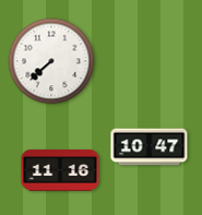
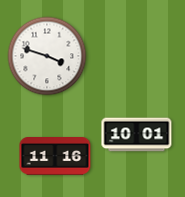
clock at (51, 61): 7:38 -> 3:48
clock at (150, 147): 10:47 -> 10:01
